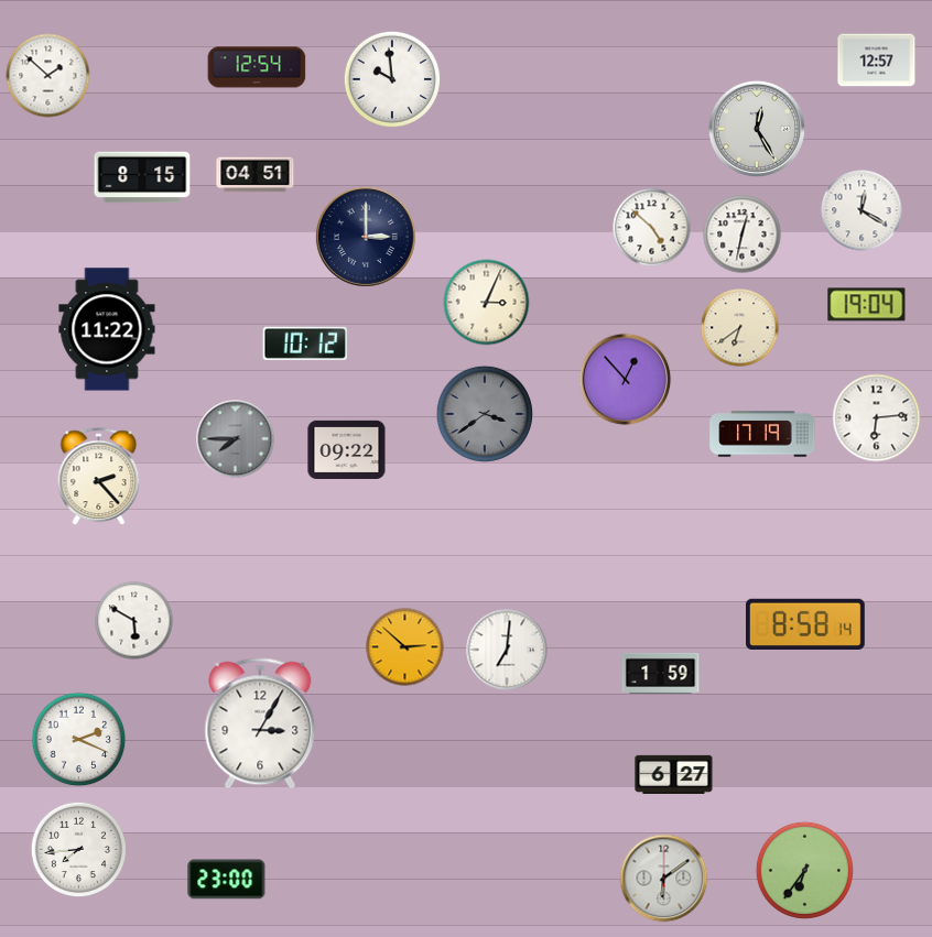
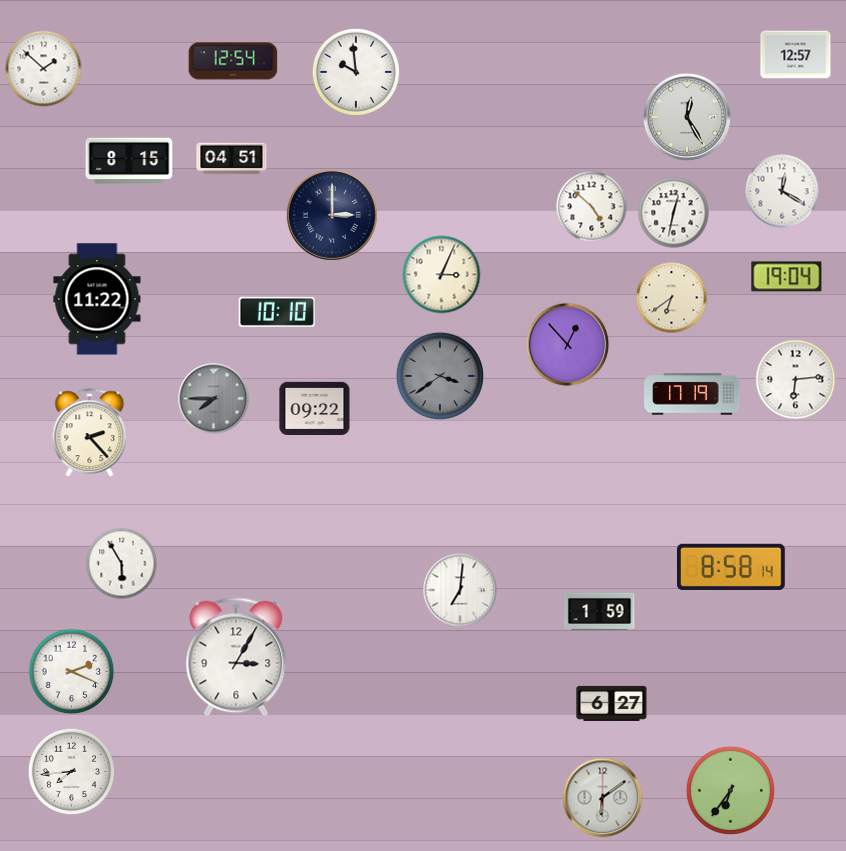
clock at (305, 344): 10:12 -> 10:10
clock at (134, 621): 5:50 -> 5:55
clock at (405, 647): 2:52 -> none
clock at (227, 880): 23:00 -> none
